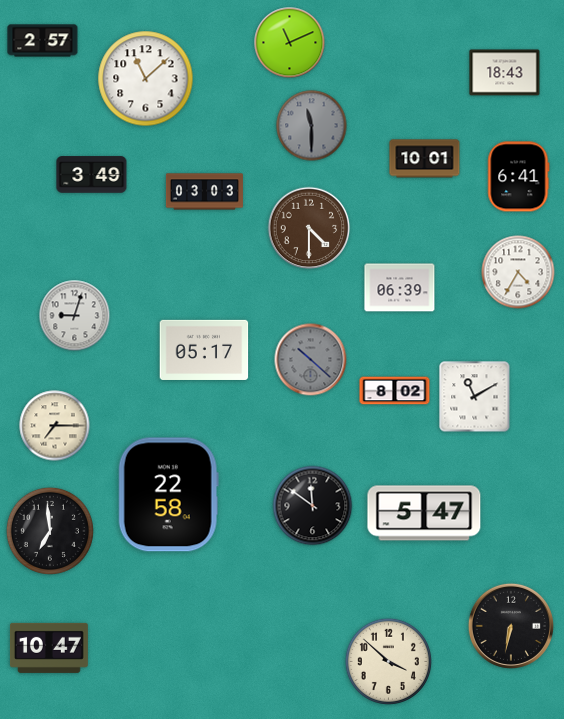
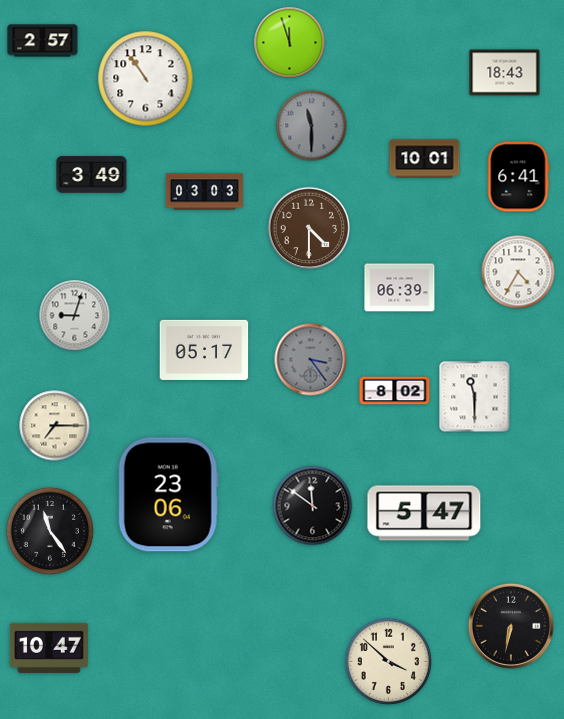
clock at (290, 43): 11:11 -> 11:57
clock at (146, 79): 11:08 -> 10:54
clock at (311, 360): 10:22 -> 3:24
clock at (475, 397): 11:10 -> 11:30
clock at (168, 495): 22:58 -> 23:06
clock at (50, 531): 6:59 -> 11:24
